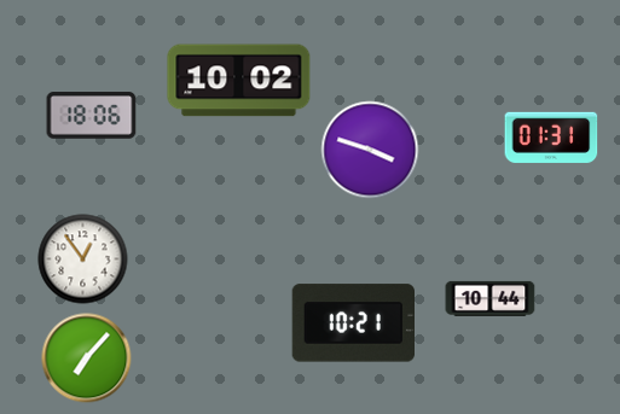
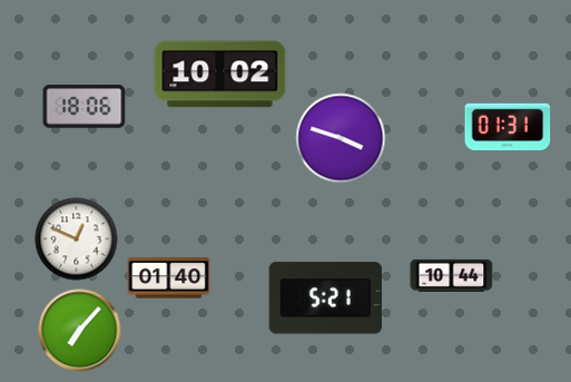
clock at (83, 260): 12:54 -> 12:49
clock at (169, 278): none -> 01:40
clock at (353, 323): 10:21 -> 5:21
